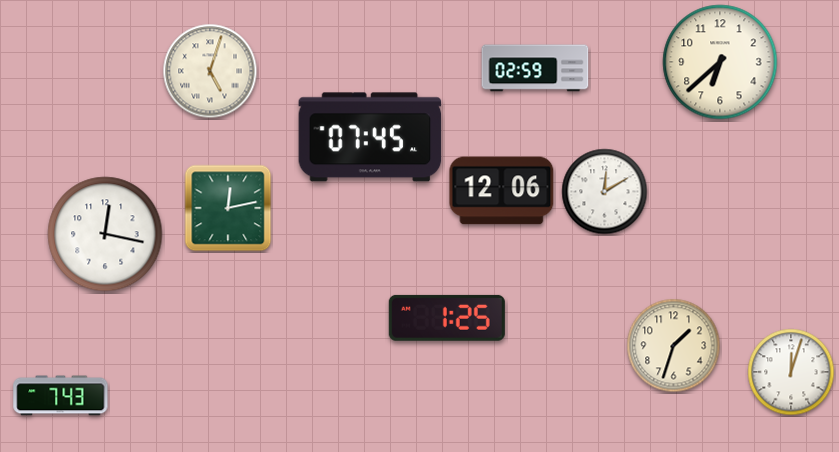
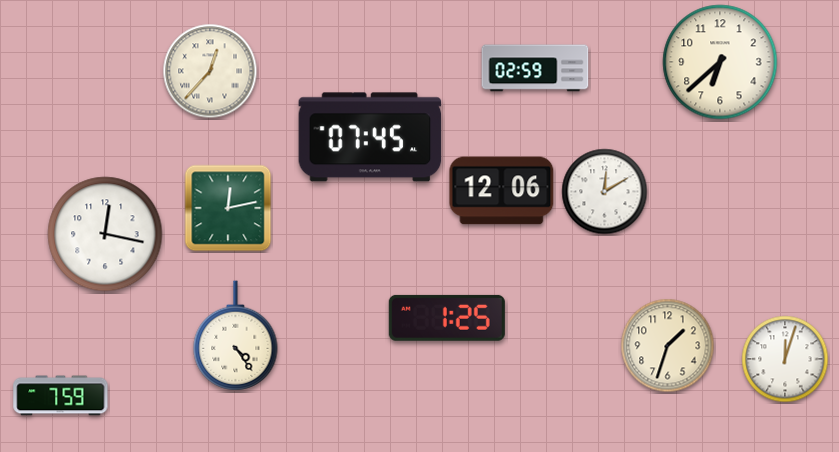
clock at (210, 71): 5:03 -> 12:37
clock at (236, 336): none -> 4:24
clock at (674, 346) position: (674, 346) -> (668, 346)
clock at (791, 372) position: (791, 372) -> (785, 359)
clock at (61, 396): 7:43 -> 7:59
